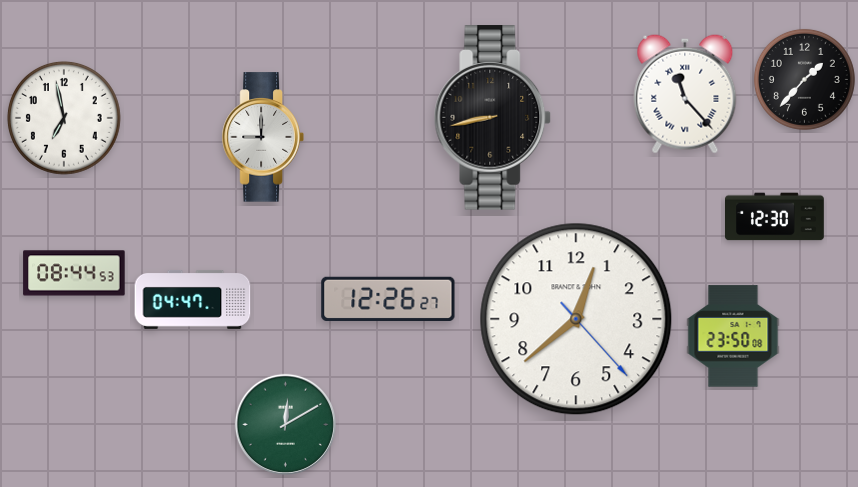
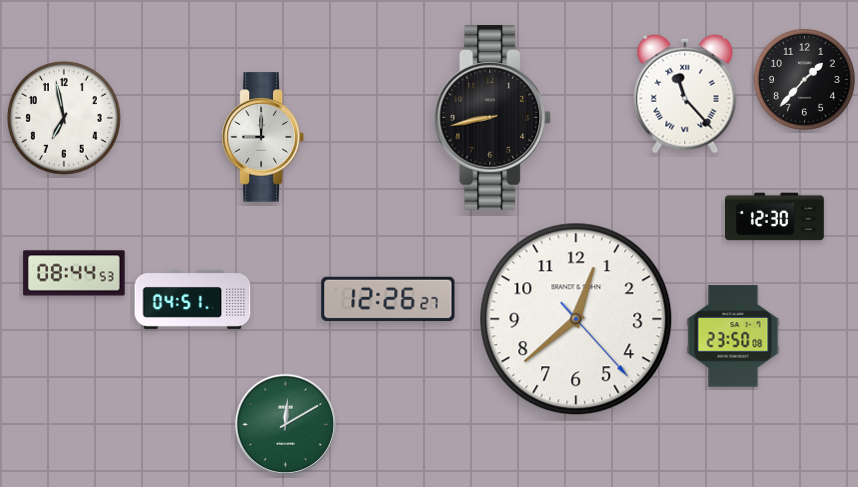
clock at (193, 299): 04:47 -> 04:51
